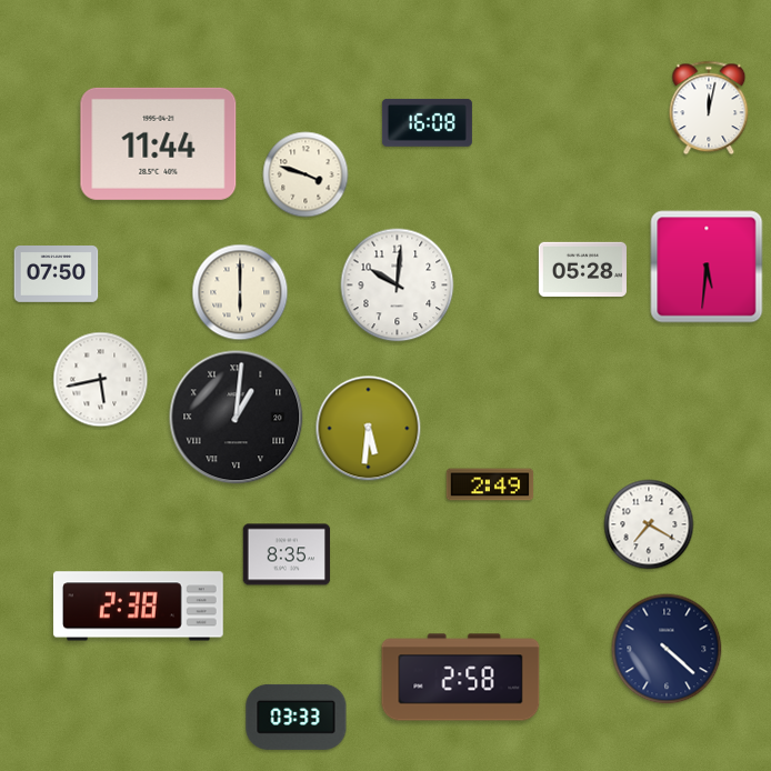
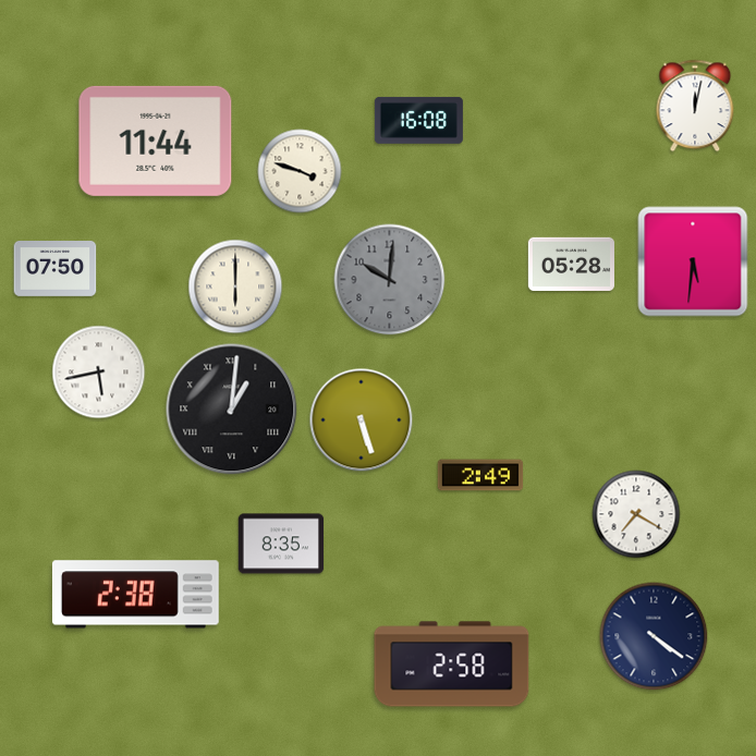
clock at (398, 286) dial: white -> grey
clock at (369, 429): 5:31 -> 5:27
clock at (667, 649): 4:22 -> 4:21
clock at (297, 717): 03:33 -> none
